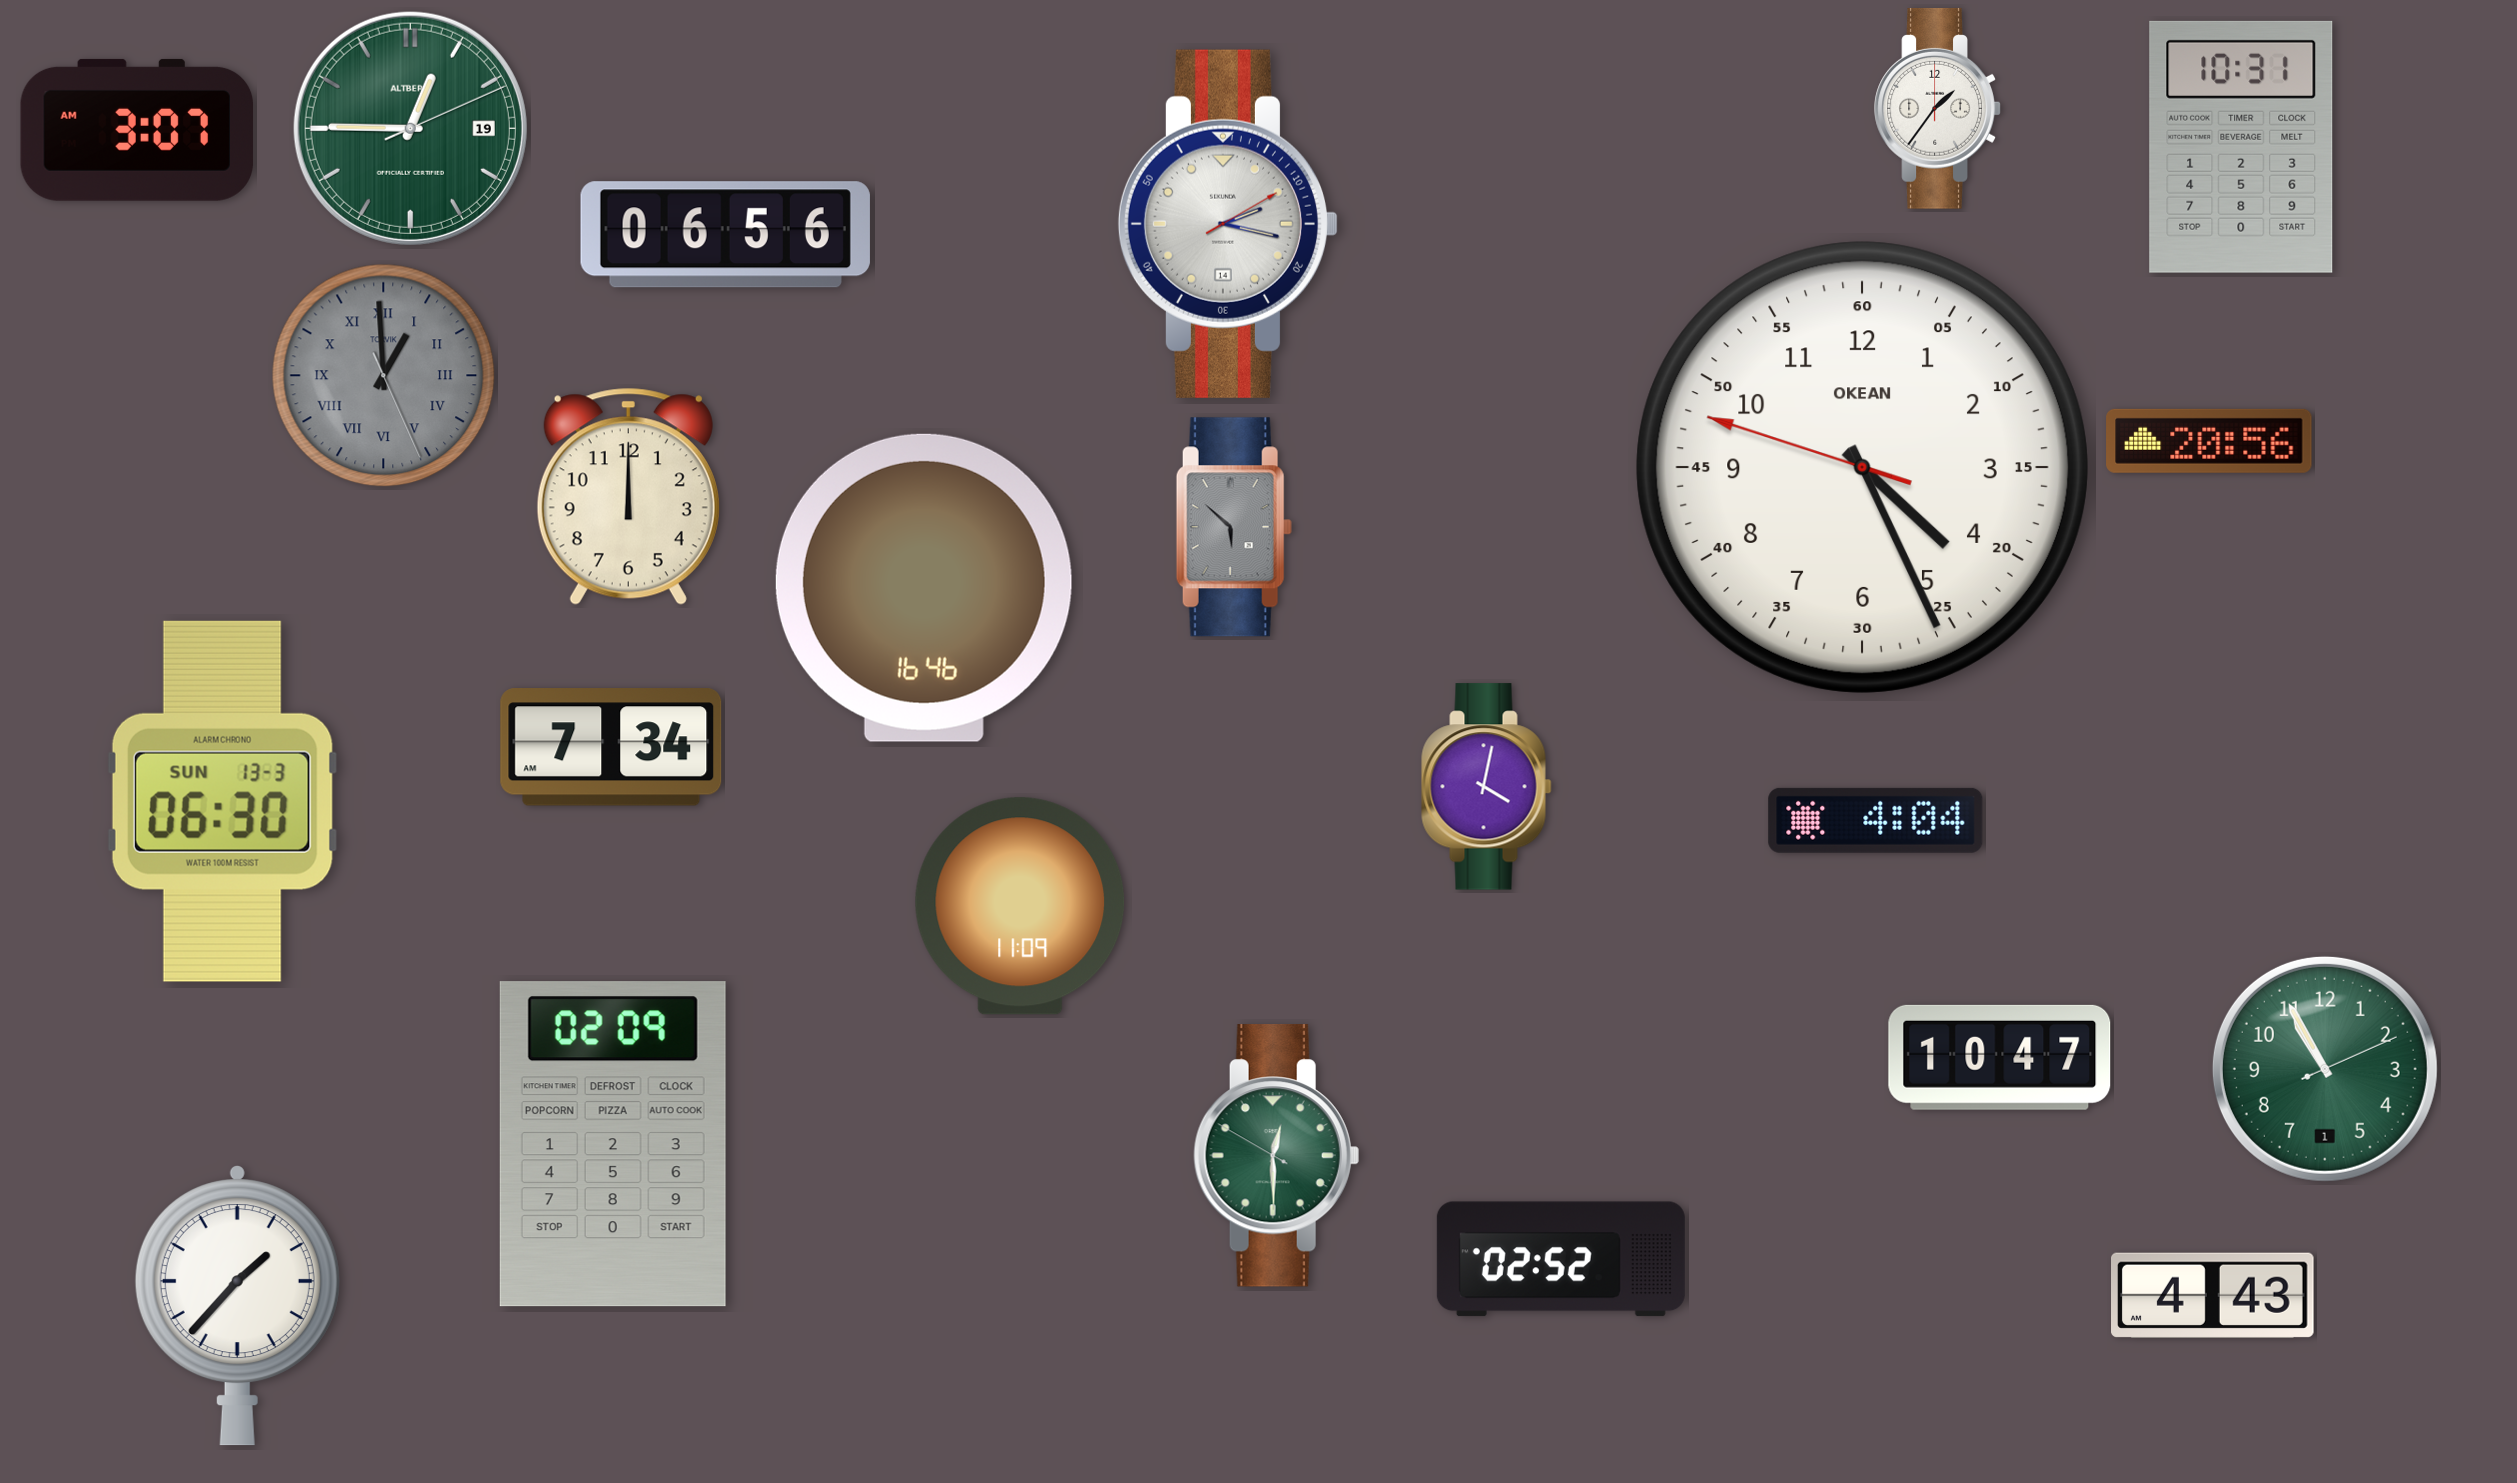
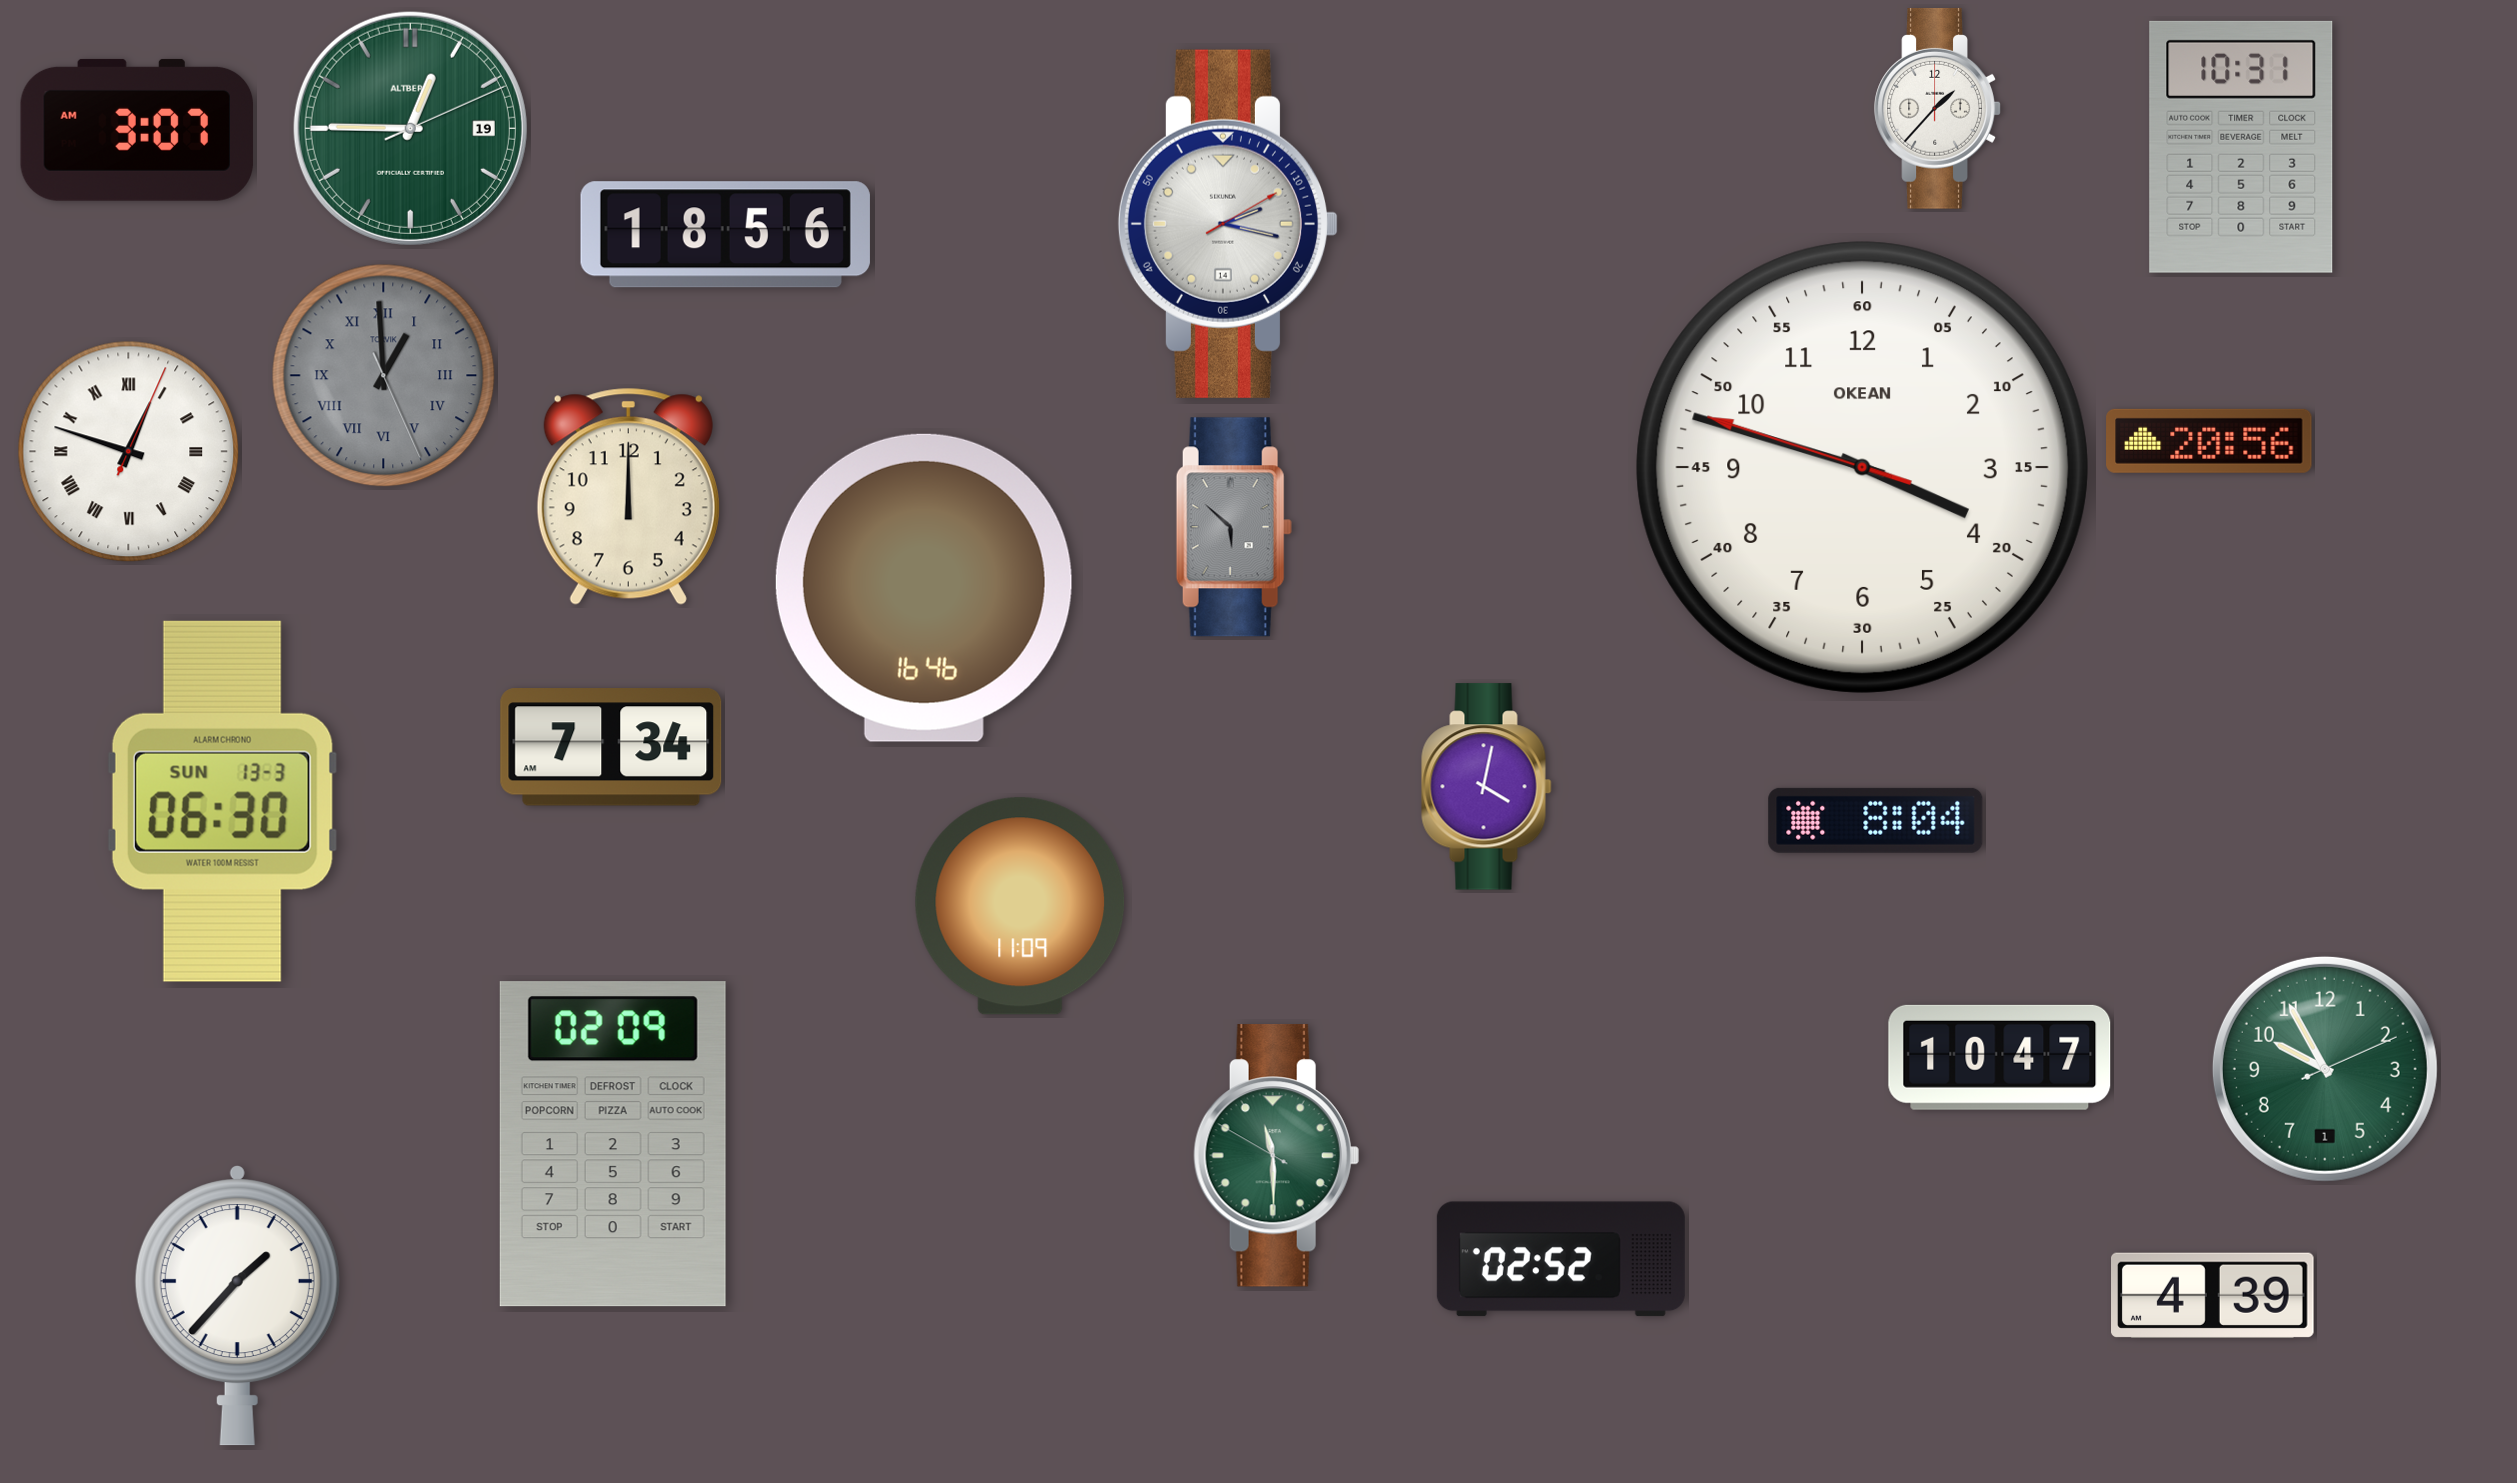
clock at (1938, 108): 1:36 -> 1:37
clock at (725, 235): 06:56 -> 18:56
clock at (129, 452): none -> 12:48
clock at (1862, 467): 4:25 -> 3:47
clock at (1876, 820): 4:04 -> 8:04
clock at (2325, 1069): 10:55 -> 9:55
clock at (1276, 1156): 12:29 -> 11:29
clock at (2213, 1295): 4:43 -> 4:39
